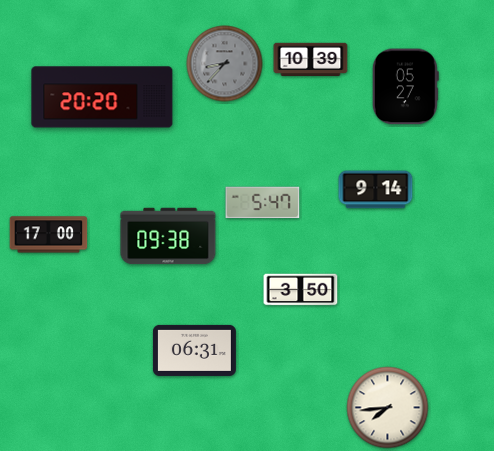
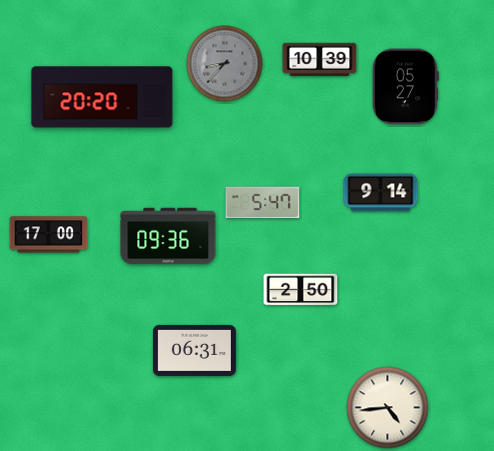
clock at (311, 60) position: (311, 60) -> (320, 60)
clock at (376, 190) position: (376, 190) -> (381, 193)
clock at (168, 236): 09:38 -> 09:36
clock at (301, 290): 3:50 -> 2:50
clock at (388, 408): 7:44 -> 4:44
